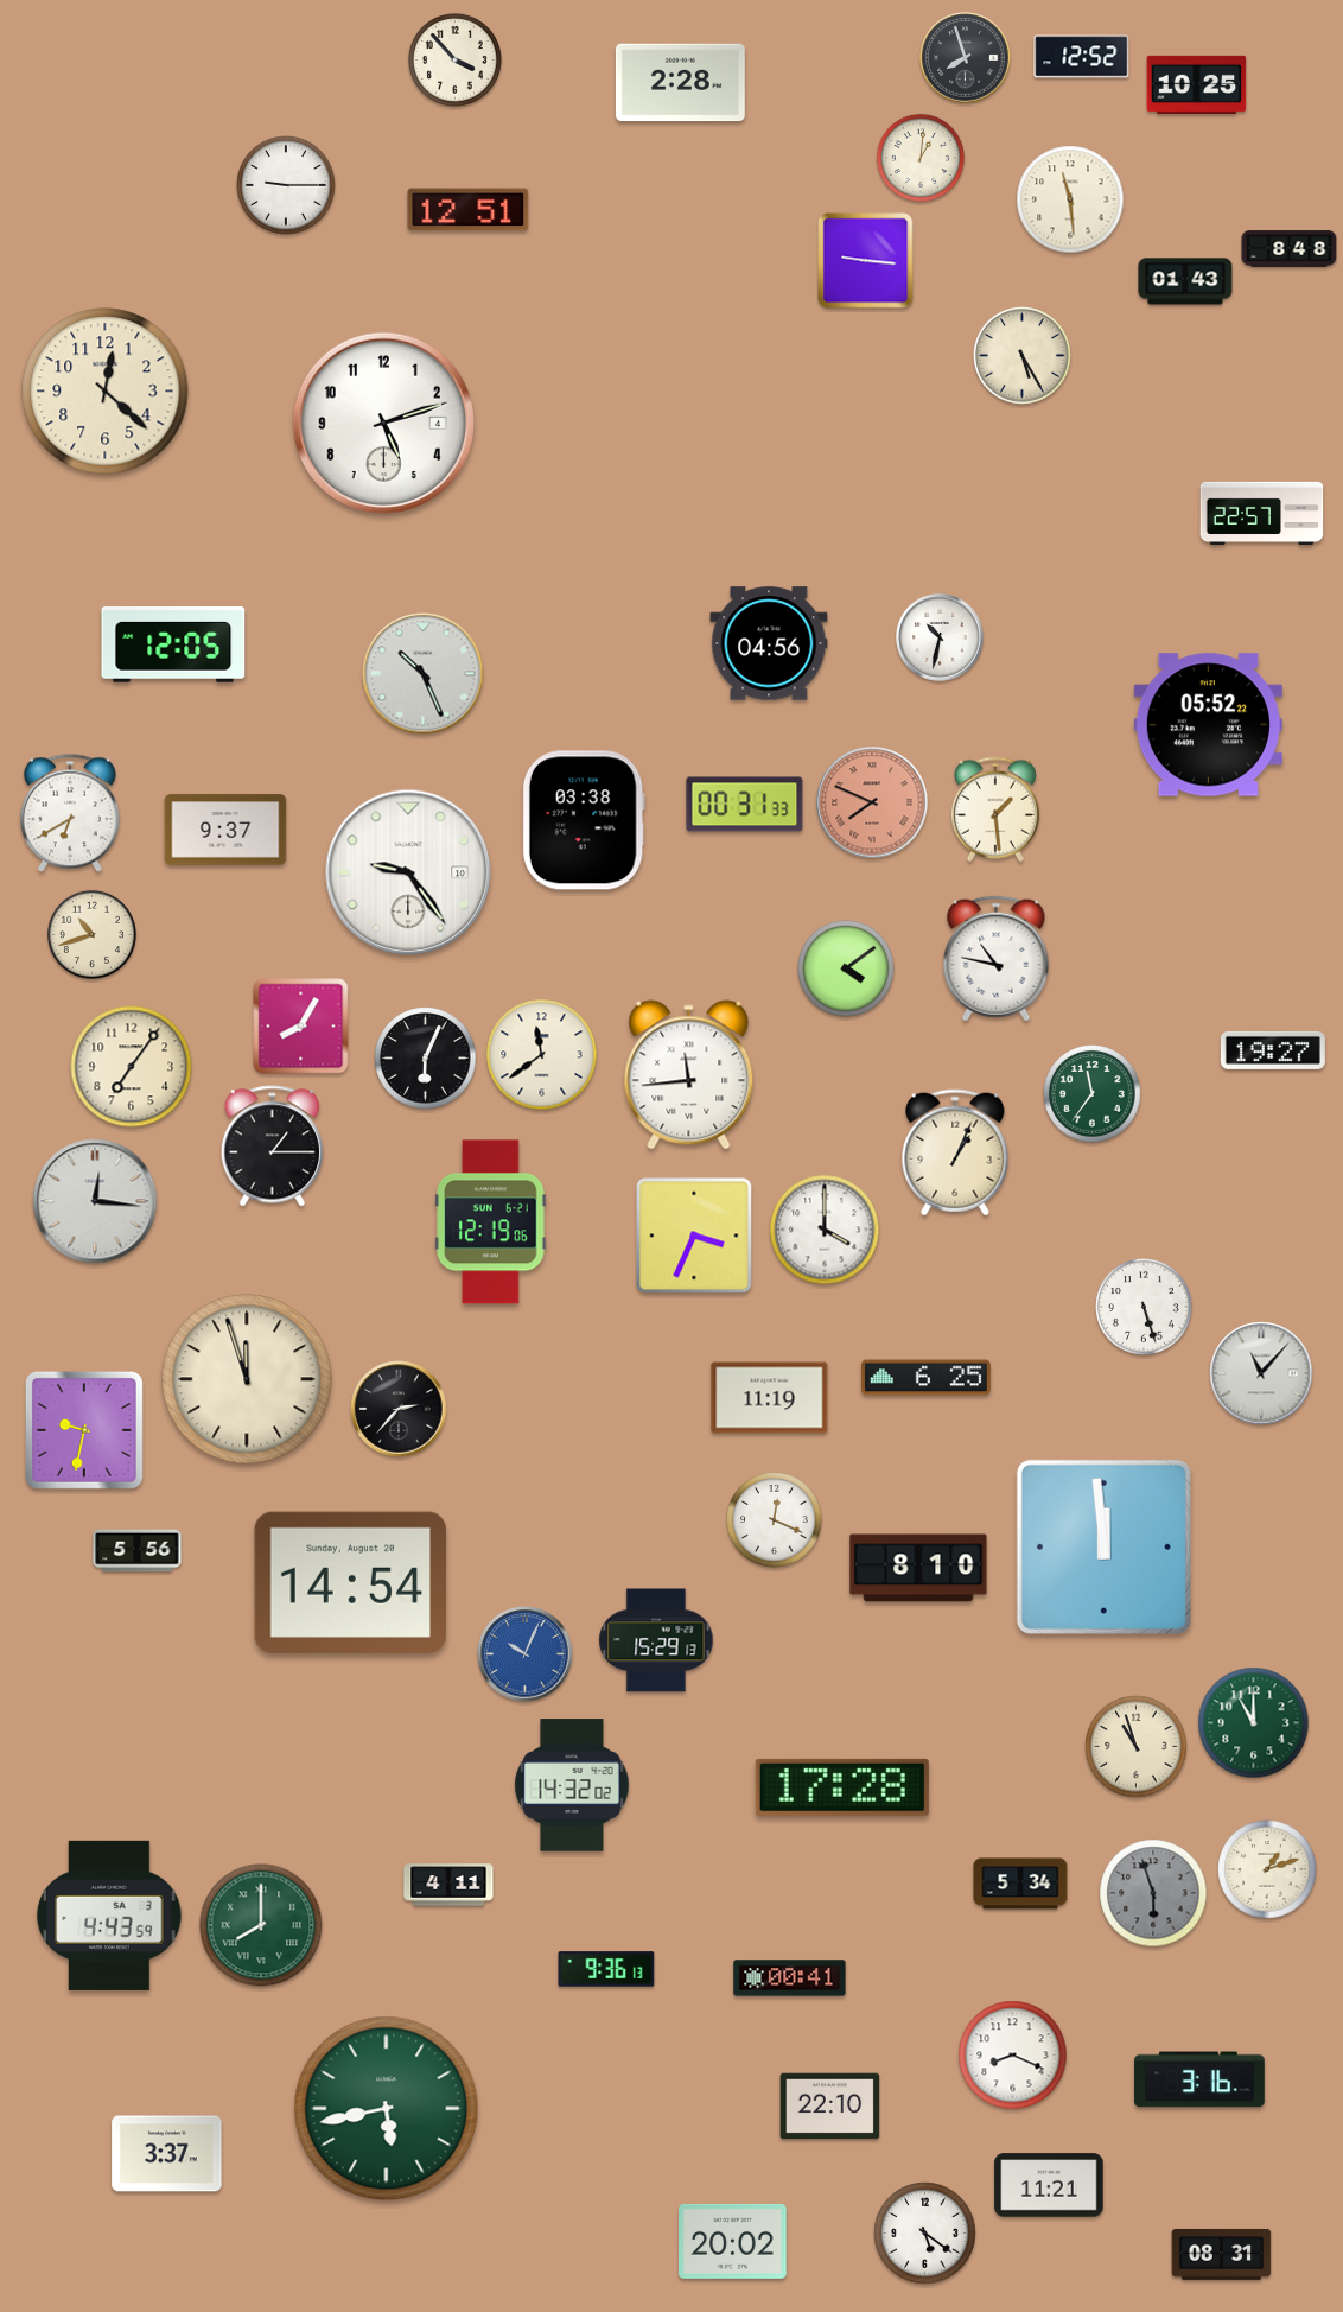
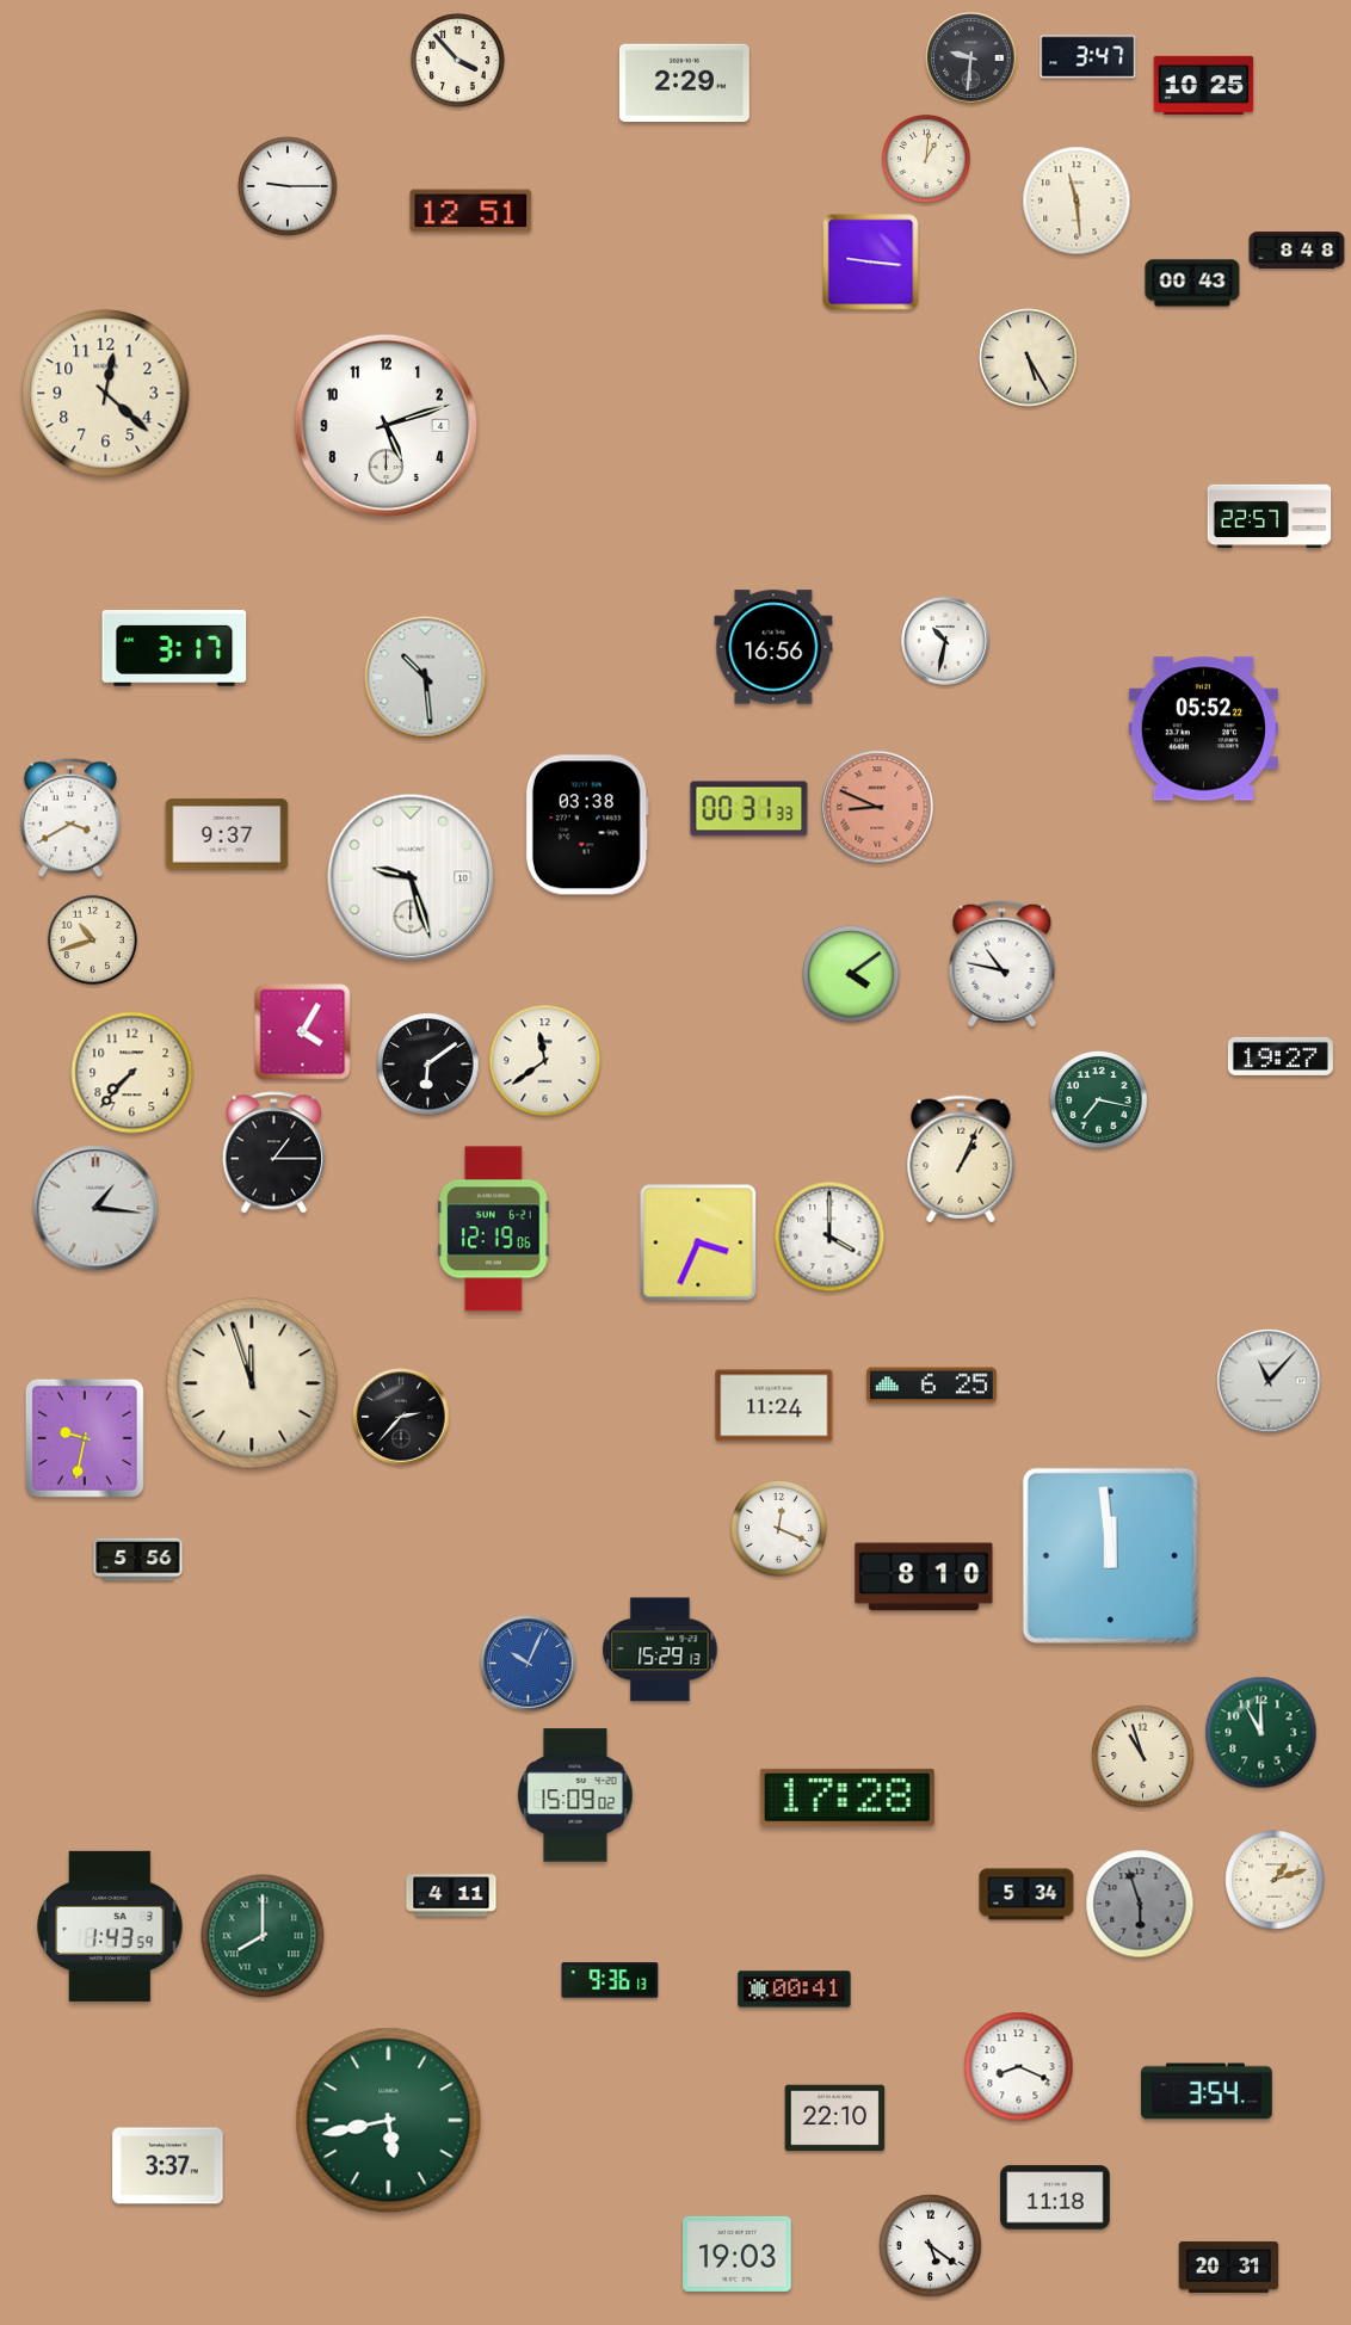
clock at (1082, 57): 12:52 -> 3:47
clock at (966, 58): 7:57 -> 9:31
clock at (680, 83): 2:28 -> 2:29
clock at (1185, 281): 01:43 -> 00:43
clock at (769, 643): 04:56 -> 16:56
clock at (173, 646): 12:05 -> 3:17
clock at (424, 674): 10:26 -> 10:29
clock at (1208, 725) position: (1208, 725) -> (1203, 729)
clock at (872, 802): 7:49 -> 8:49
clock at (995, 809): 1:29 -> none
clock at (70, 813): 6:40 -> 3:40
clock at (408, 872): 9:24 -> 9:27
clock at (301, 1027): 8:05 -> 4:05
clock at (426, 1059): 6:04 -> 6:09
clock at (132, 1067): 7:06 -> 7:37
clock at (689, 1075): 11:44 -> none
clock at (1093, 1094): 11:36 -> 7:17
clock at (95, 1201): 12:16 -> 1:16
clock at (1144, 1307): 5:27 -> none
clock at (247, 1379) position: (247, 1379) -> (252, 1383)
clock at (770, 1398): 11:19 -> 11:24
clock at (351, 1582): 14:54 -> none
clock at (572, 1785): 14:32 -> 15:09
clock at (1153, 1893) position: (1153, 1893) -> (1140, 1904)
clock at (109, 1916): 4:43 -> 1:43
clock at (1199, 2079): 3:16 -> 3:54
clock at (1049, 2185): 11:21 -> 11:18
clock at (733, 2241): 20:02 -> 19:03
clock at (1222, 2254): 08:31 -> 20:31
